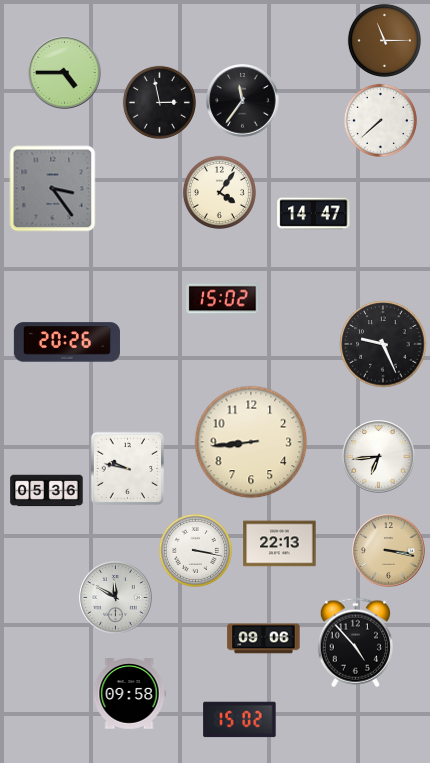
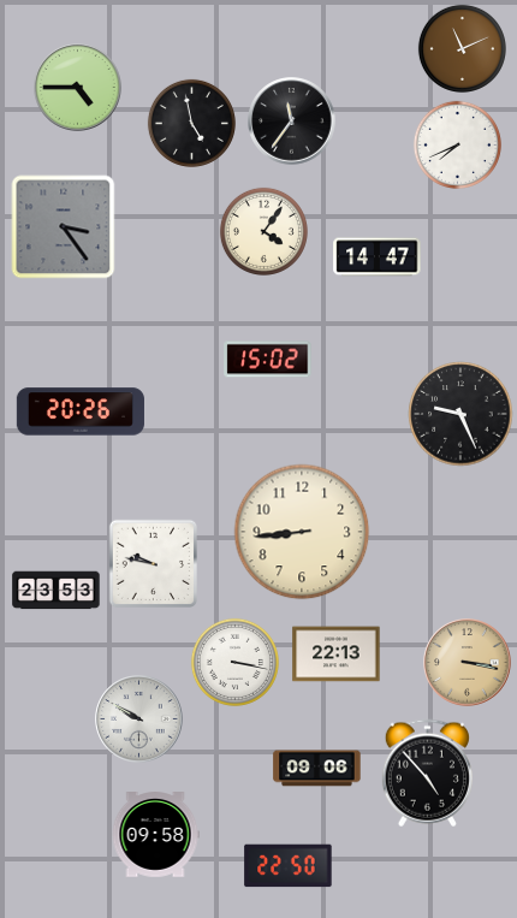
clock at (384, 40): 11:15 -> 11:11
clock at (159, 102): 2:58 -> 4:58
clock at (380, 120): 7:38 -> 7:41
clock at (379, 457): 6:44 -> none
clock at (47, 491): 05:36 -> 23:53
clock at (116, 598): 11:50 -> 9:50
clock at (240, 720): 15:02 -> 22:50
